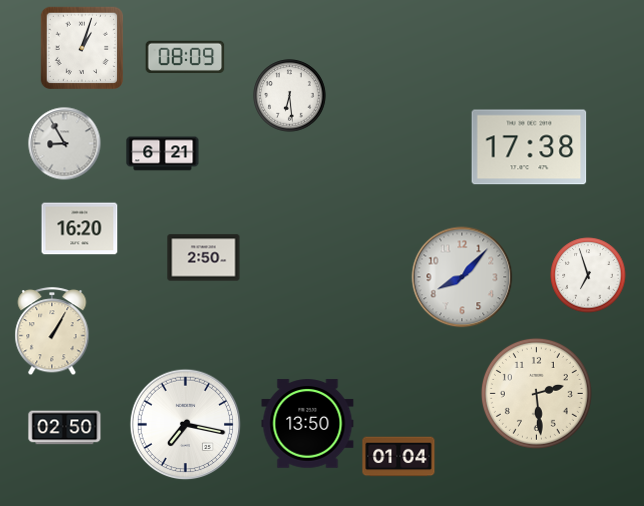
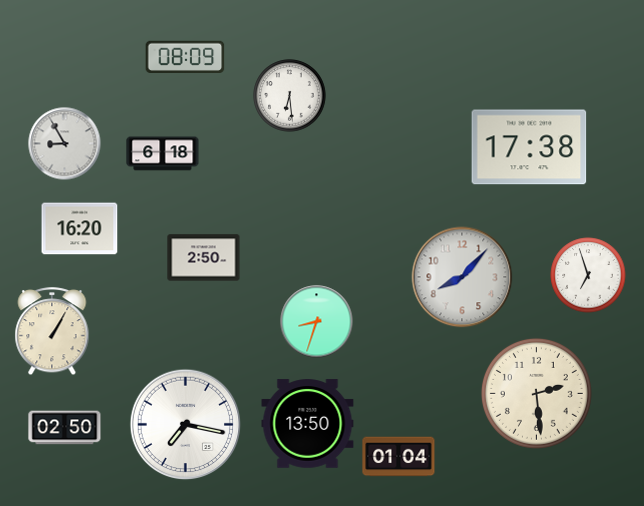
clock at (81, 47): 1:03 -> none
clock at (163, 154): 6:21 -> 6:18
clock at (317, 322): none -> 8:33
